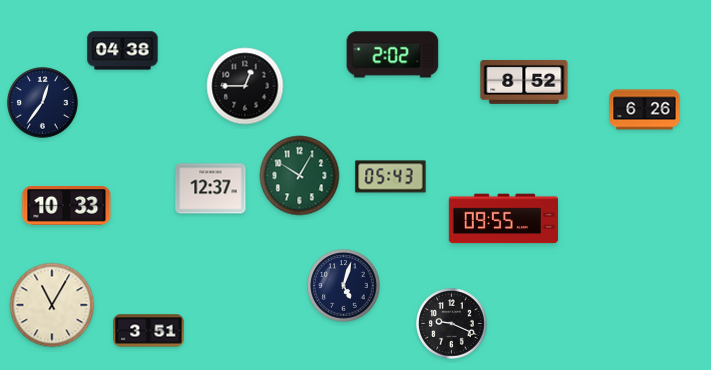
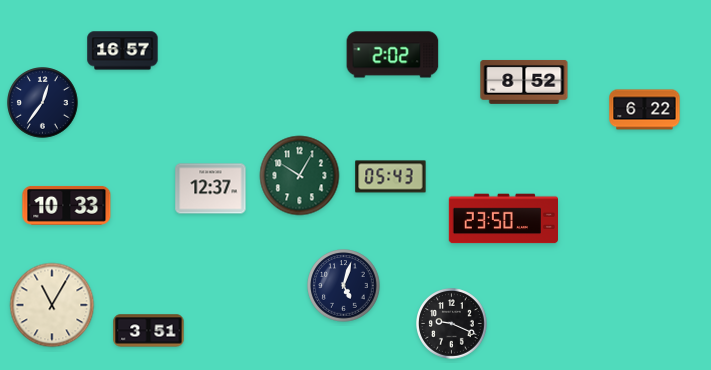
clock at (123, 51): 04:38 -> 16:57
clock at (245, 86): 12:45 -> none
clock at (645, 110): 6:26 -> 6:22
clock at (503, 219): 09:55 -> 23:50
